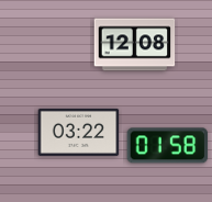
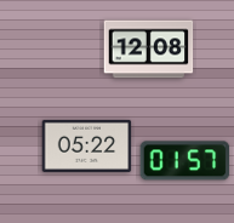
clock at (79, 132): 03:22 -> 05:22
clock at (168, 146): 01:58 -> 01:57
